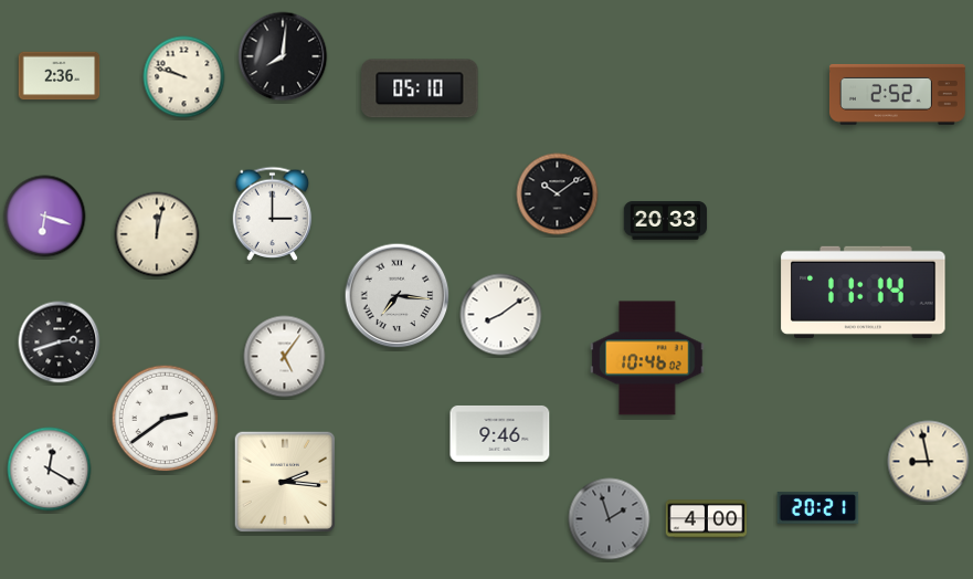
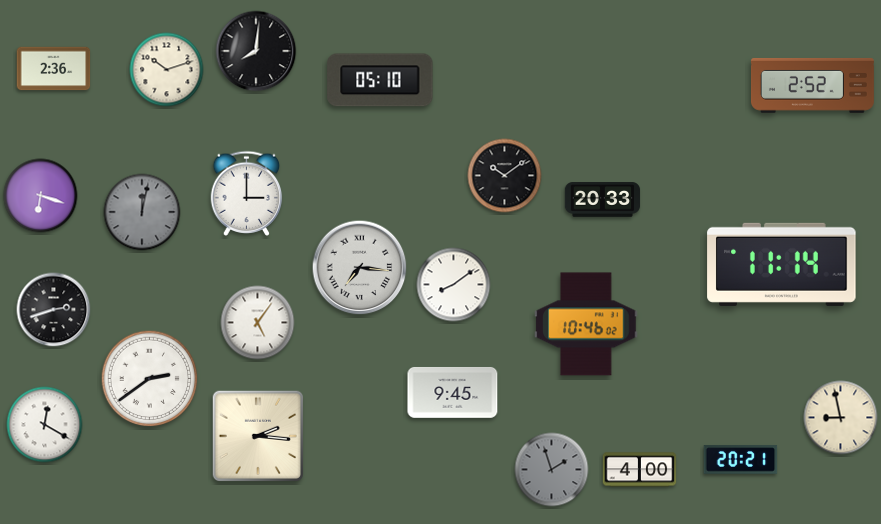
clock at (184, 77): 9:48 -> 10:12
clock at (157, 234) dial: cream -> grey
clock at (500, 433): 9:46 -> 9:45
